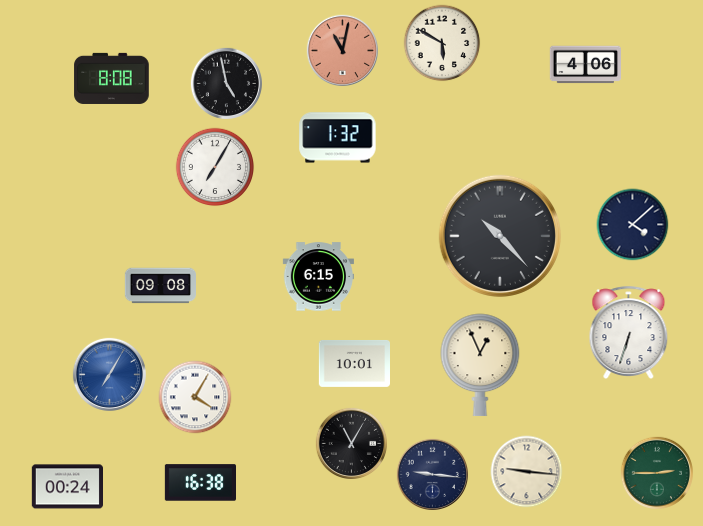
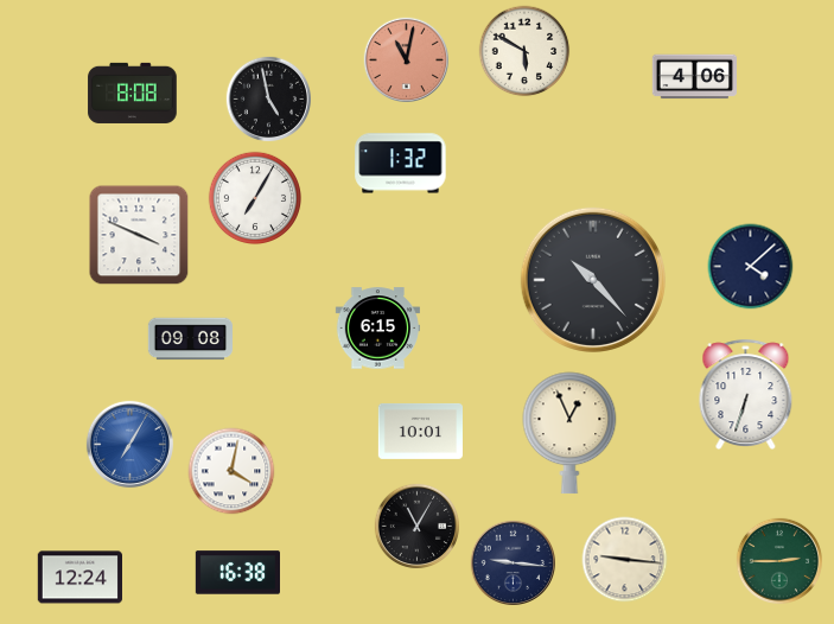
clock at (139, 235): none -> 3:49
clock at (195, 397): 4:05 -> 4:02
clock at (67, 487): 00:24 -> 12:24
